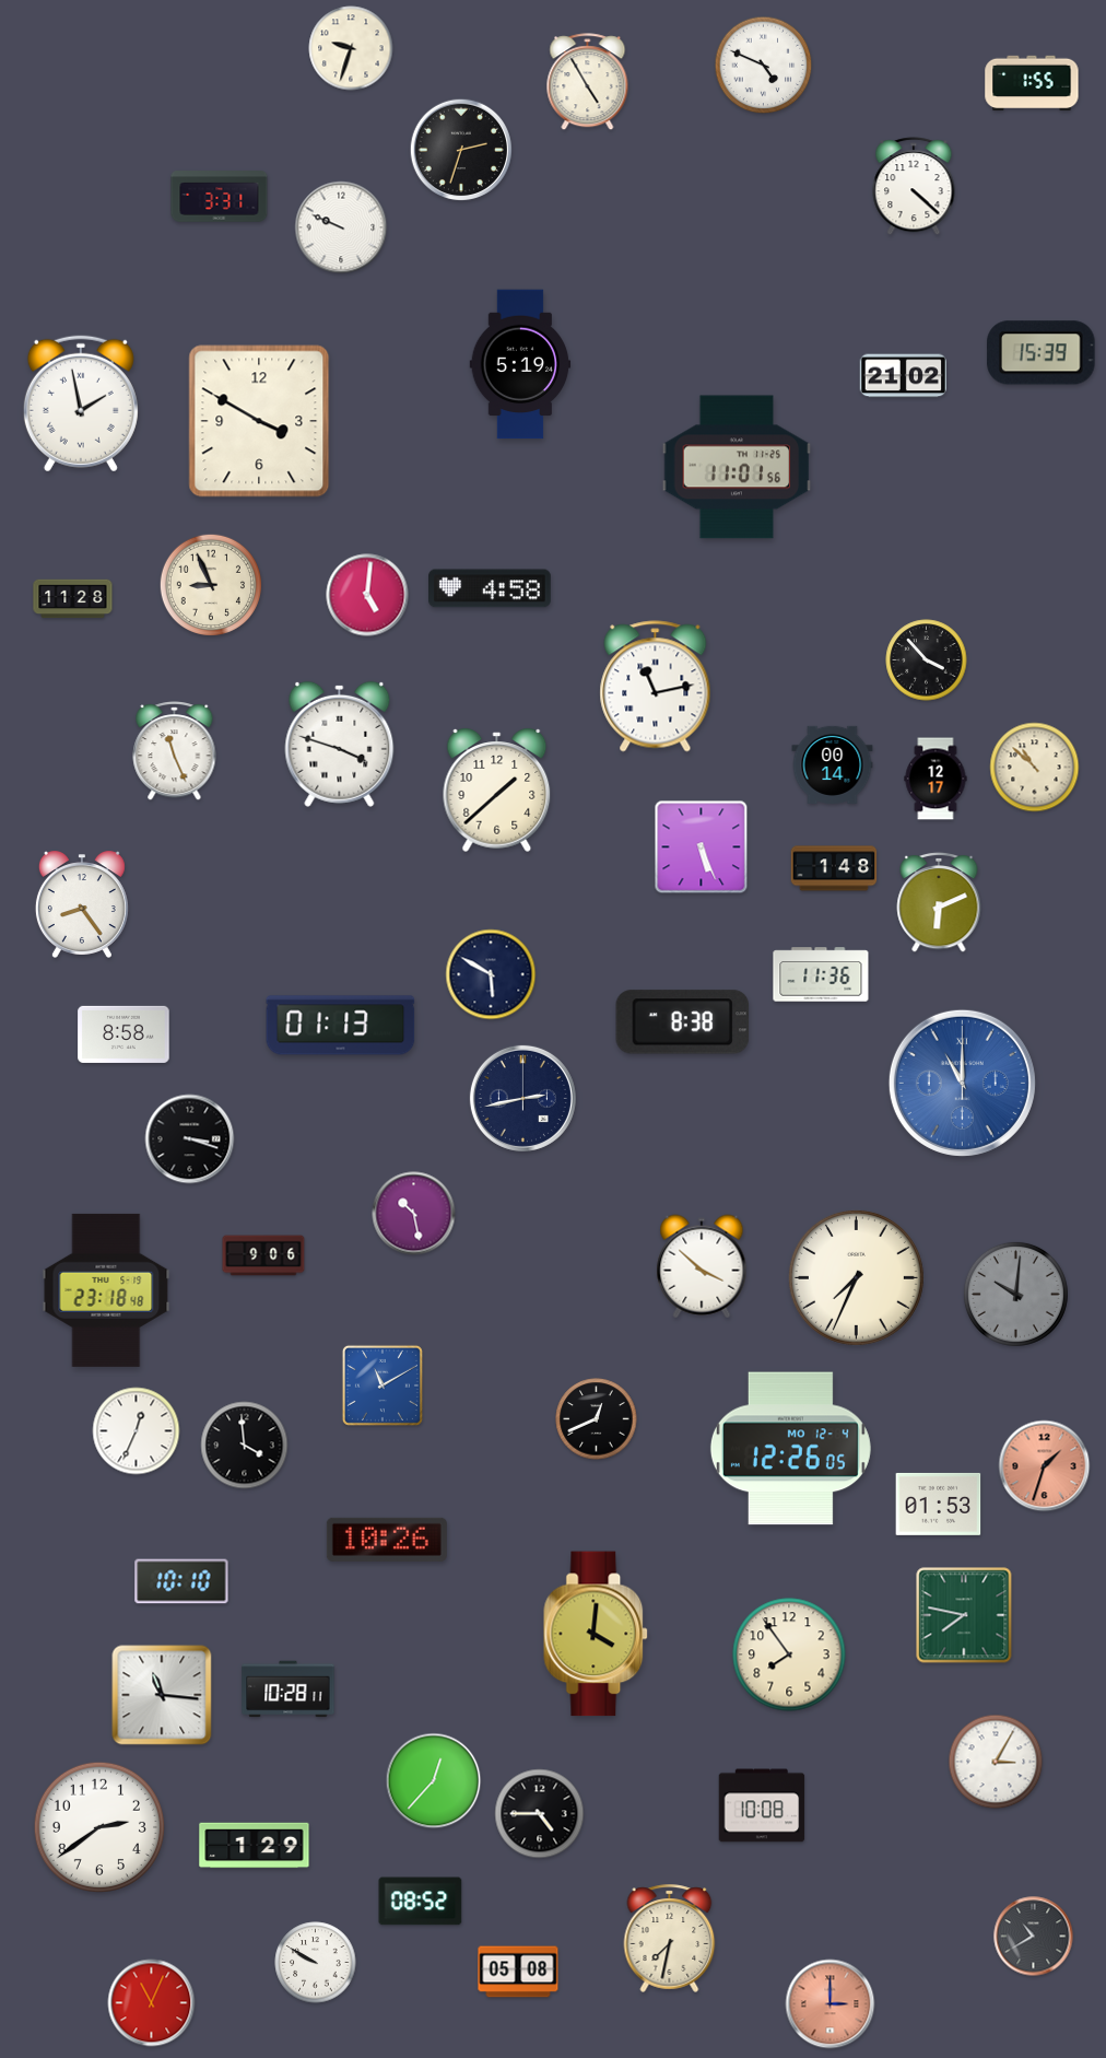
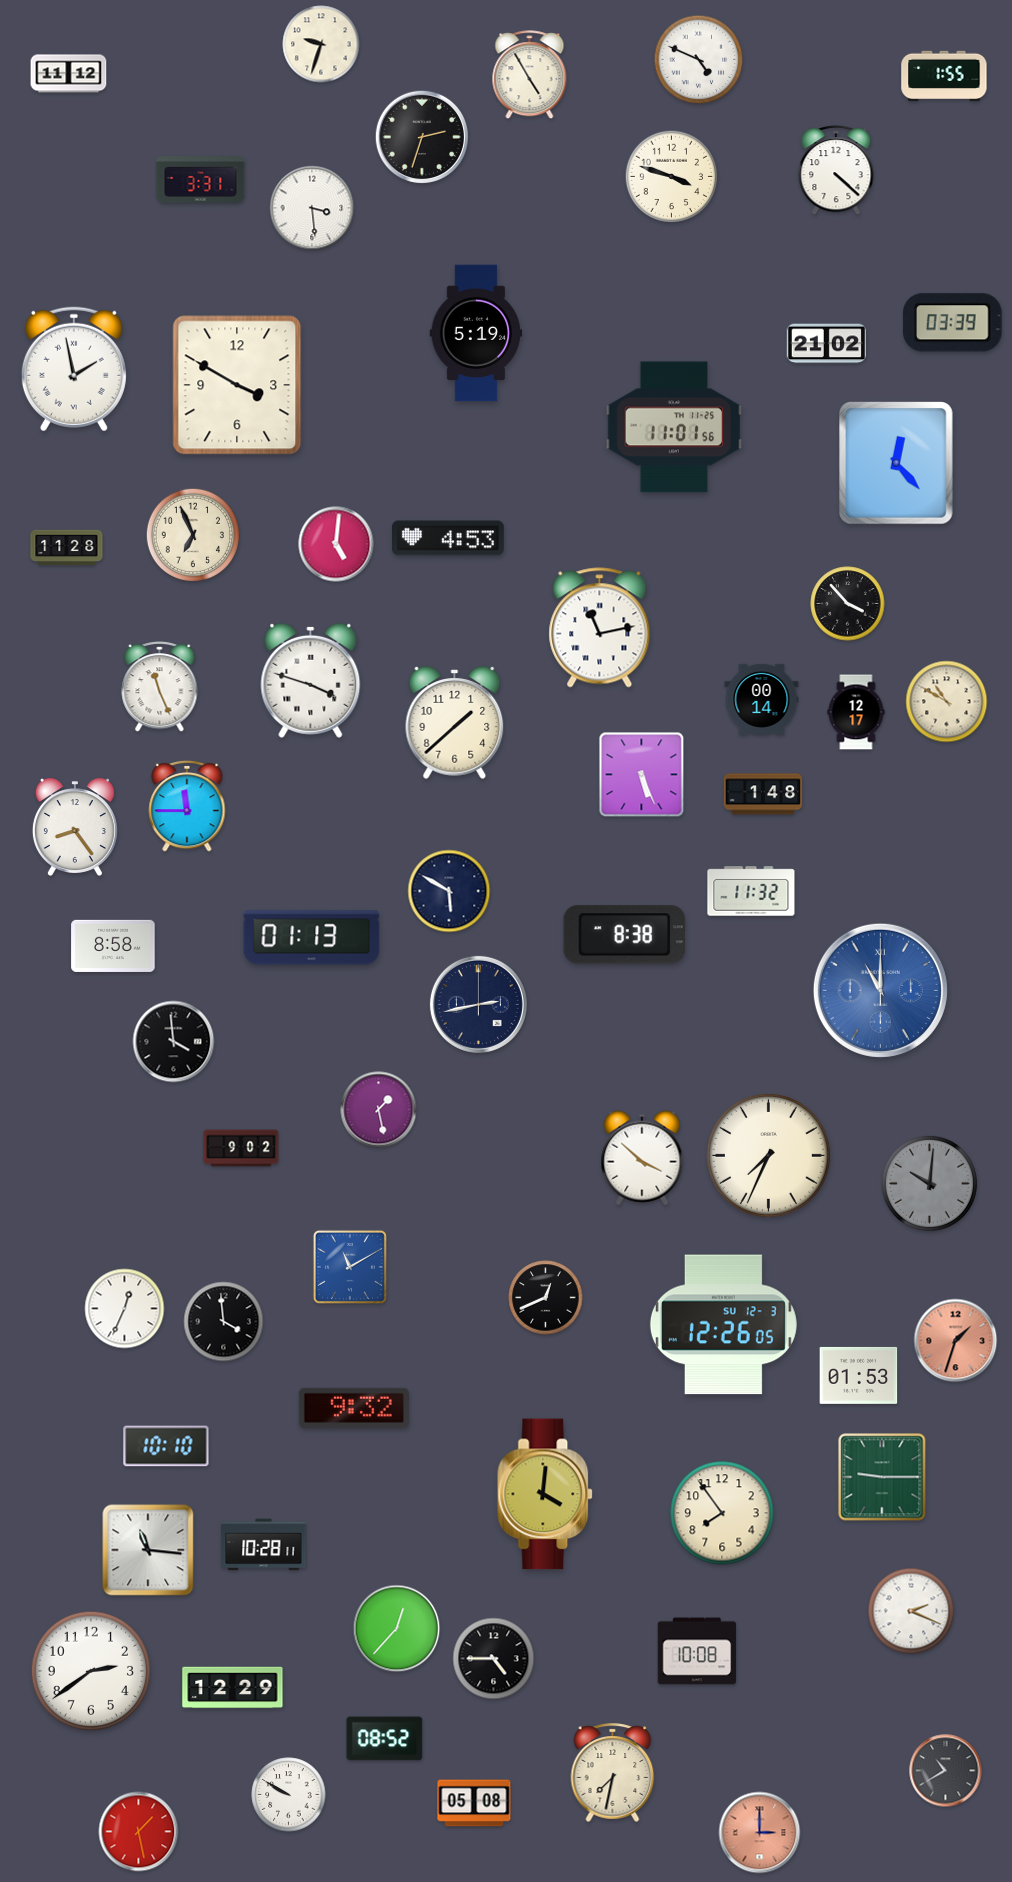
clock at (69, 74): none -> 11:12
clock at (588, 82) position: (588, 82) -> (530, 75)
clock at (672, 177): none -> 3:48
clock at (341, 227): 9:49 -> 3:29
clock at (1042, 353): 15:39 -> 03:39
clock at (896, 463): none -> 12:23
clock at (210, 584): 8:56 -> 6:56
clock at (491, 588): 4:58 -> 4:53
clock at (1035, 768): 10:52 -> 10:50
clock at (187, 806): none -> 11:45
clock at (939, 902): 6:11 -> none
clock at (821, 974): 11:36 -> 11:32
clock at (190, 1139): 3:18 -> 3:59
clock at (414, 1214): 10:28 -> 1:28
clock at (263, 1255): 9:06 -> 9:02
clock at (856, 1277) position: (856, 1277) -> (768, 1155)
clock at (106, 1290): 23:18 -> none
clock at (790, 1449) date: MO 12-4 -> SU 12-3
clock at (387, 1540): 10:26 -> 9:32
clock at (964, 1615): 7:47 -> 9:15
clock at (996, 1762): 3:05 -> 2:19
clock at (255, 1846): 1:29 -> 12:29
clock at (152, 2003): 11:04 -> 1:28
